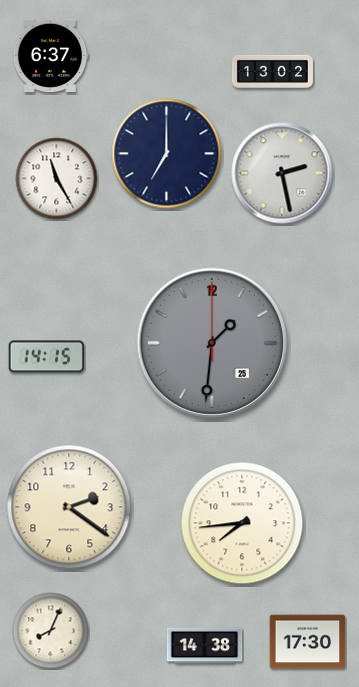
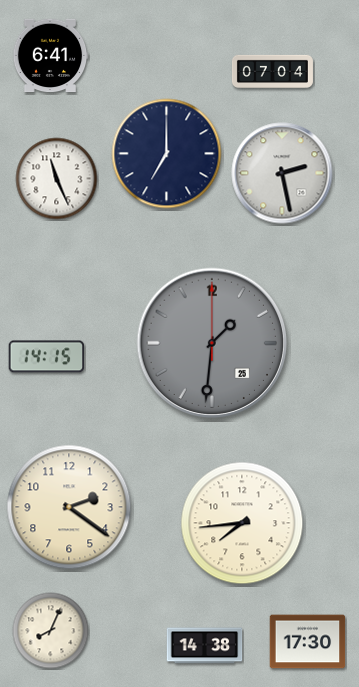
clock at (50, 56): 6:37 -> 6:41
clock at (272, 71): 13:02 -> 07:04
clock at (57, 179): 11:25 -> 11:26
